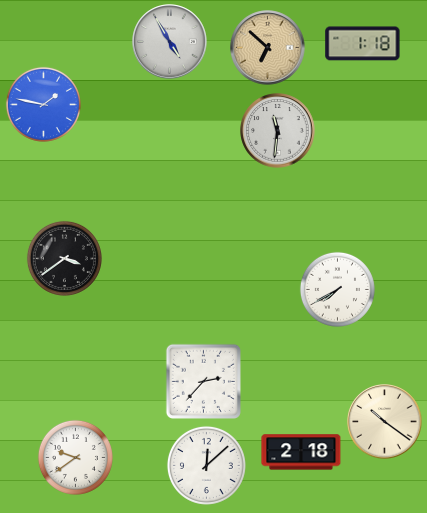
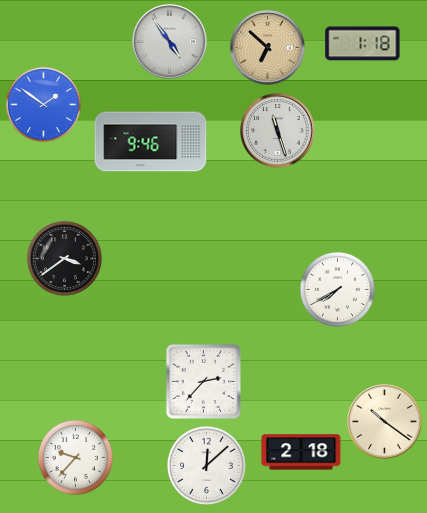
clock at (170, 42): 4:55 -> 4:54
clock at (43, 104): 1:47 -> 1:51
clock at (278, 131): 11:31 -> 11:27
clock at (151, 142): none -> 9:46
clock at (75, 457): 9:39 -> 9:37
